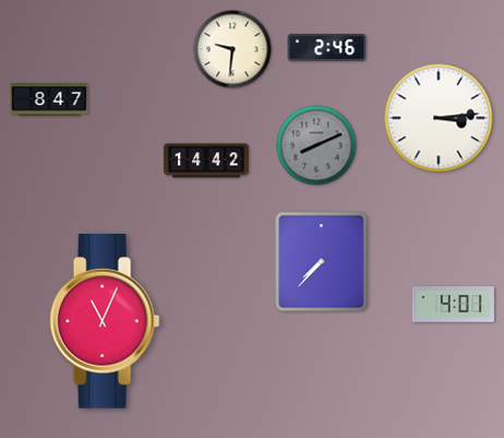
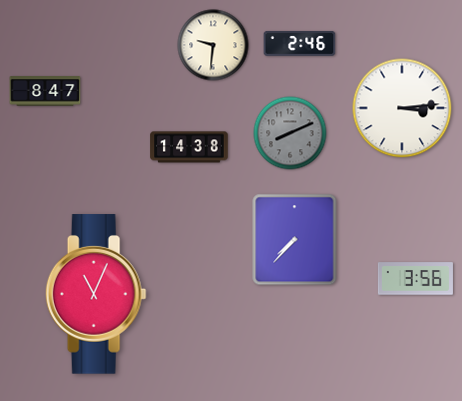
clock at (206, 161): 14:42 -> 14:38
clock at (453, 305): 4:01 -> 3:56
